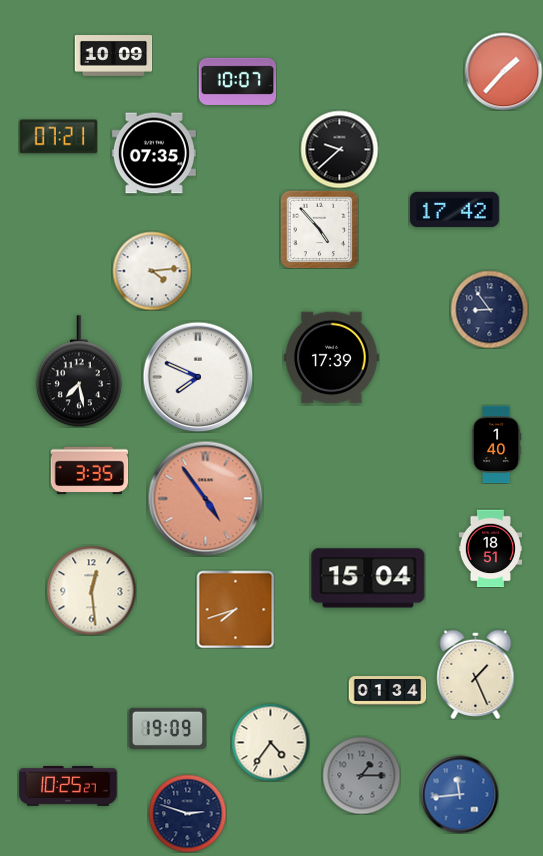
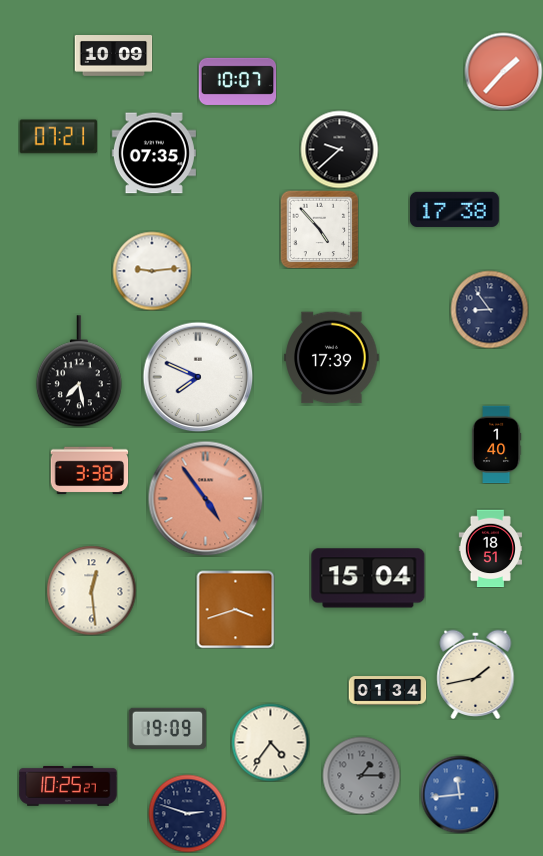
clock at (454, 209): 17:42 -> 17:38
clock at (152, 271): 4:14 -> 9:14
clock at (89, 471): 3:35 -> 3:38
clock at (235, 609): 7:42 -> 3:42
clock at (476, 674): 1:26 -> 1:43
